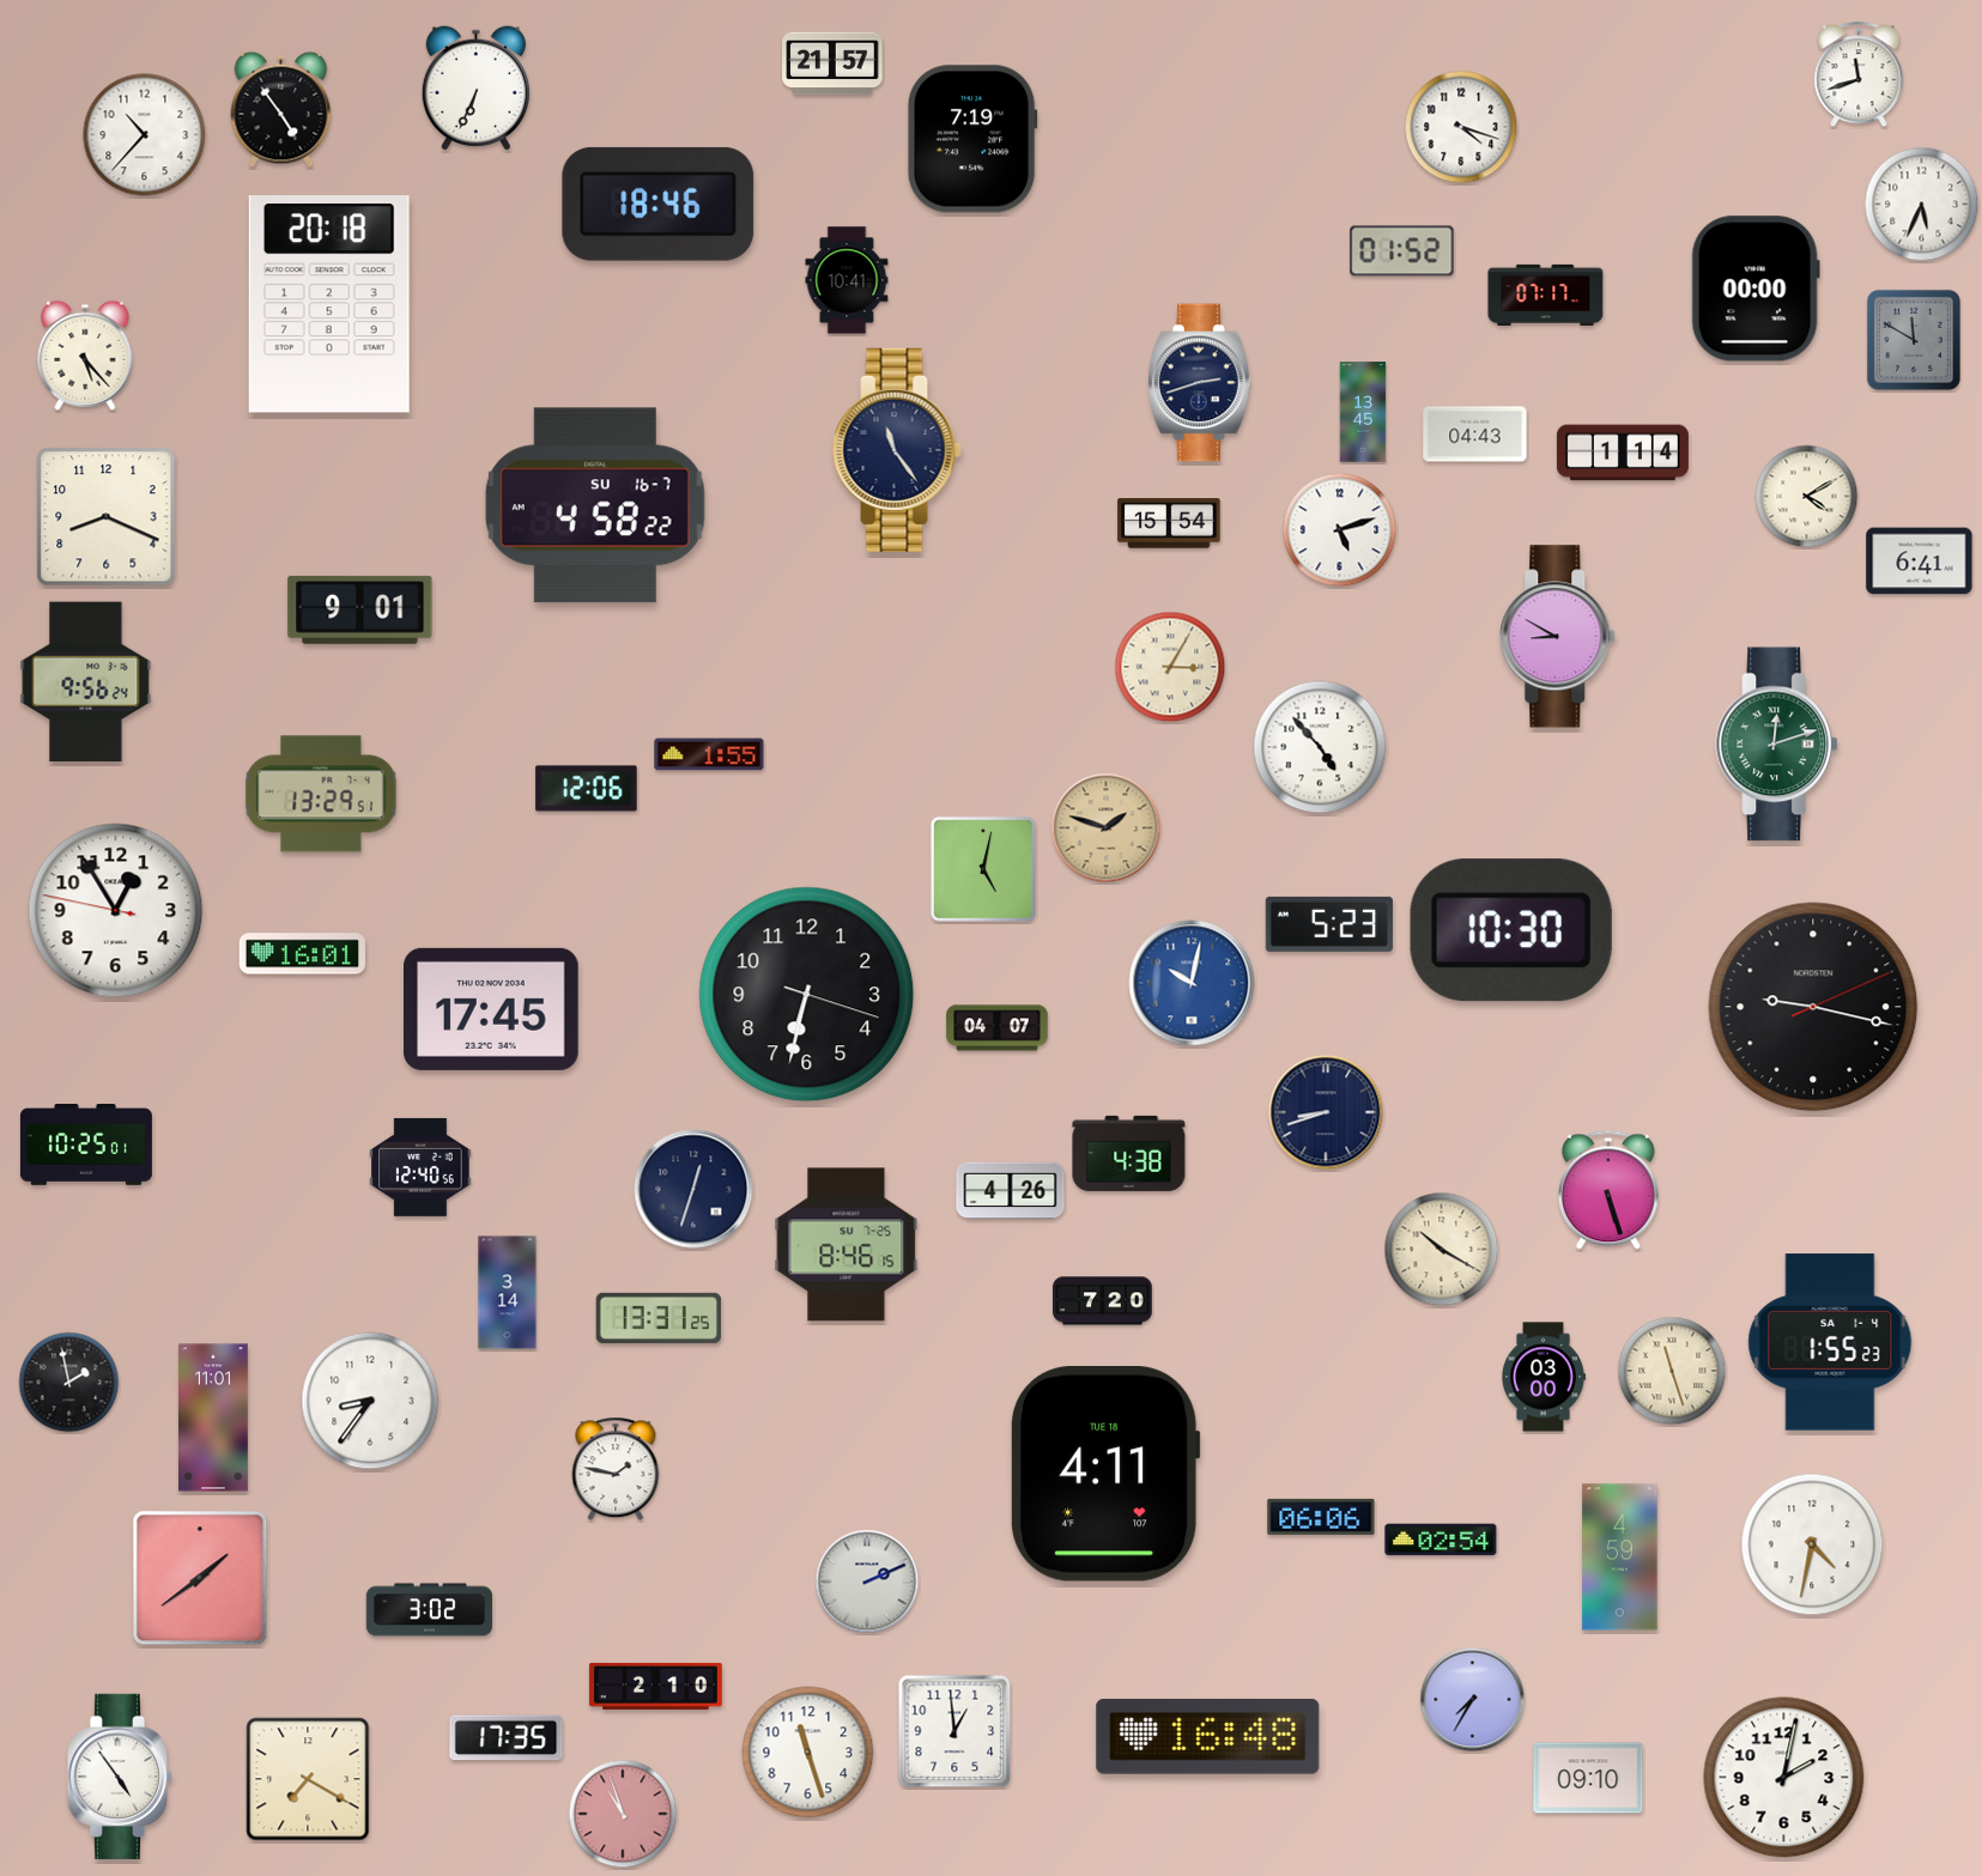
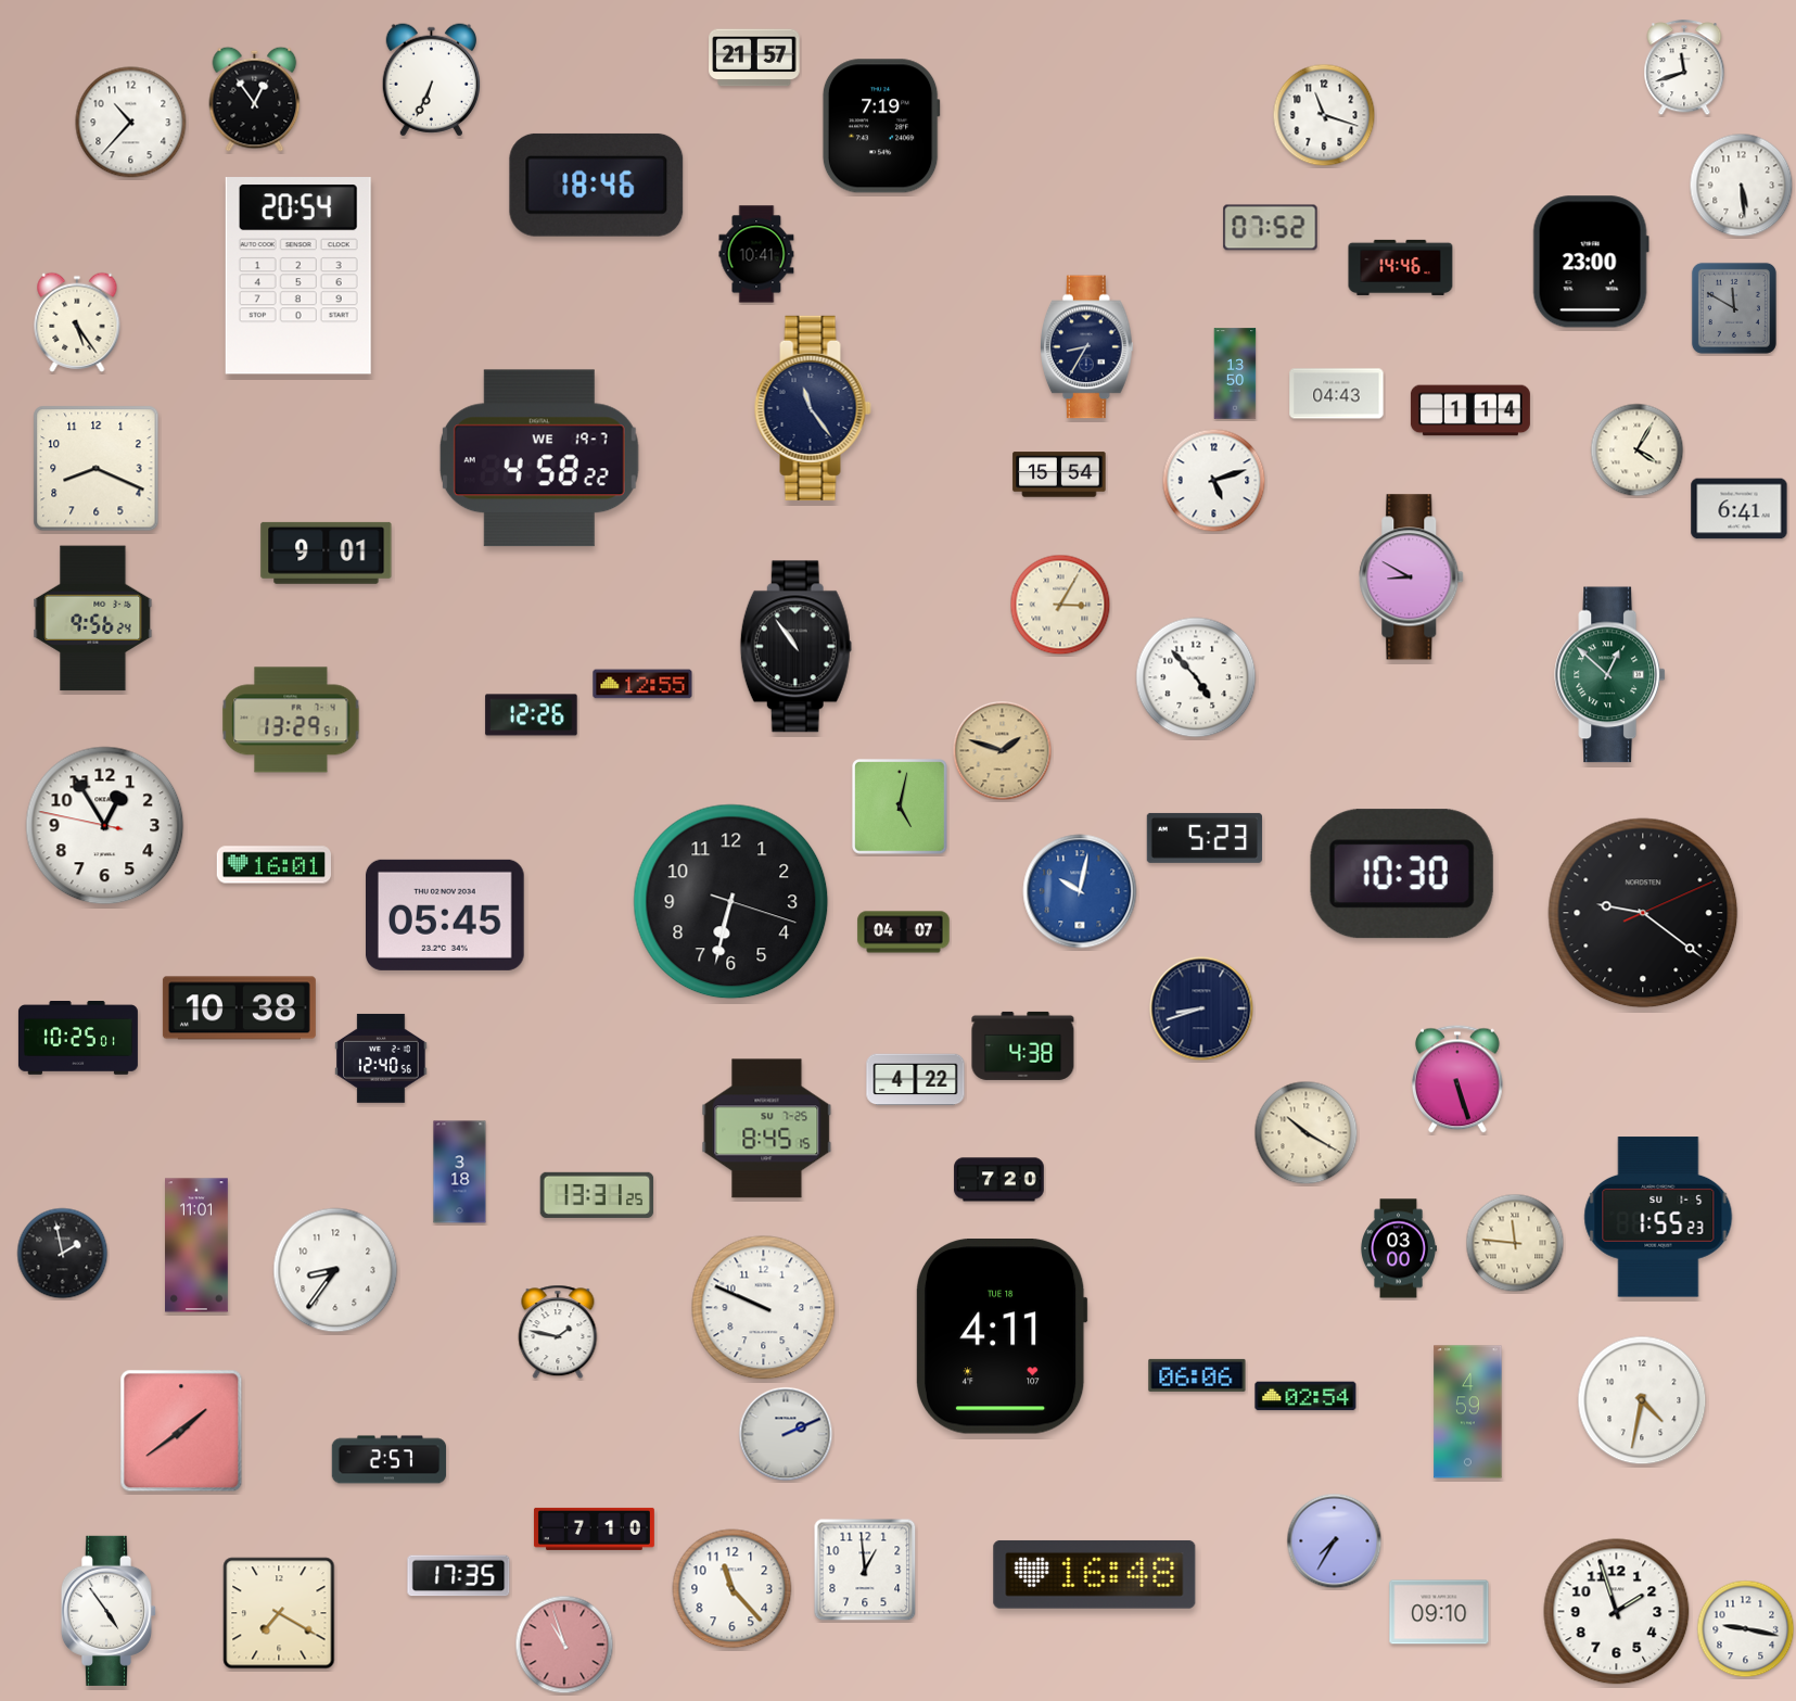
clock at (281, 109): 4:54 -> 12:54
clock at (1461, 127): 4:18 -> 11:18
clock at (1922, 205): 5:34 -> 5:29
clock at (1402, 251): 01:52 -> 07:52
clock at (847, 280) position: (847, 280) -> (756, 254)
clock at (1756, 289): 00:00 -> 23:00
clock at (1546, 295): 07:17 -> 14:46
clock at (329, 304): 20:18 -> 20:54
clock at (85, 356): 5:23 -> 5:24
clock at (1200, 383): 2:42 -> 8:35
clock at (1363, 412): 13:45 -> 13:50
clock at (1807, 497): 4:10 -> 4:05
clock at (595, 505) date: SU 16-7 -> WE 19-7
clock at (86, 682) position: (86, 682) -> (93, 619)
clock at (795, 647): none -> 10:54
clock at (1776, 745): 12:12 -> 12:52
clock at (709, 754): 1:55 -> 12:55
clock at (587, 789): 12:06 -> 12:26
clock at (984, 870) position: (984, 870) -> (901, 808)
clock at (1511, 930) position: (1511, 930) -> (1402, 874)
clock at (1813, 1007): 9:17 -> 9:21
clock at (492, 1009): 17:45 -> 05:45
clock at (239, 1008): none -> 10:38
clock at (693, 1189): 12:33 -> none
clock at (1011, 1191): 4:26 -> 4:22
clock at (847, 1245): 8:46 -> 8:45
clock at (508, 1293): 3:14 -> 3:18
clock at (1830, 1342) date: SA 1-4 -> SU 1-5
clock at (1672, 1371): 11:27 -> 11:46
clock at (214, 1417) position: (214, 1417) -> (198, 1245)
clock at (764, 1308): none -> 9:49
clock at (430, 1610): 3:02 -> 2:57
clock at (655, 1686): 2:10 -> 7:10
clock at (808, 1753): 11:27 -> 11:23
clock at (1784, 1778): 2:02 -> 1:57
clock at (1746, 1629): none -> 9:17
